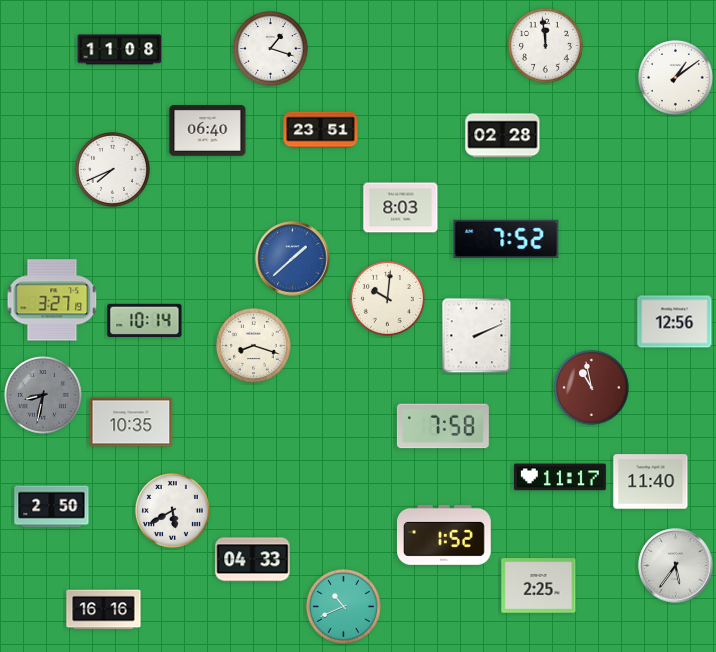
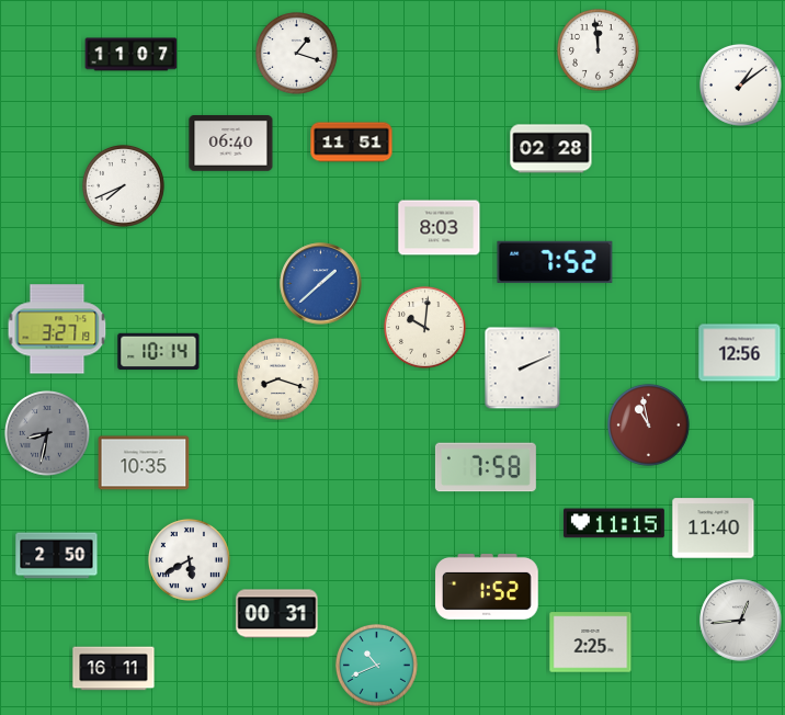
clock at (120, 50): 11:08 -> 11:07
clock at (321, 130): 23:51 -> 11:51
clock at (208, 131) position: (208, 131) -> (231, 144)
clock at (560, 477): 11:17 -> 11:15
clock at (253, 560): 04:33 -> 00:31
clock at (676, 566): 5:36 -> 12:44
clock at (104, 610): 16:16 -> 16:11
